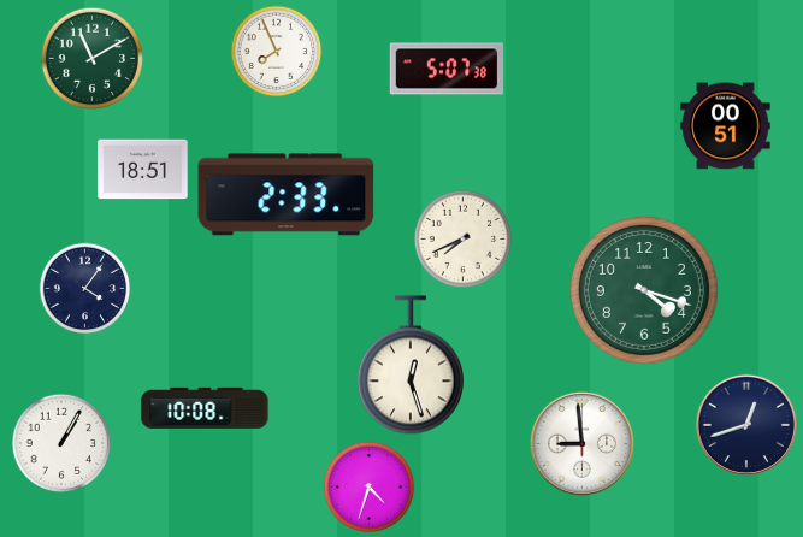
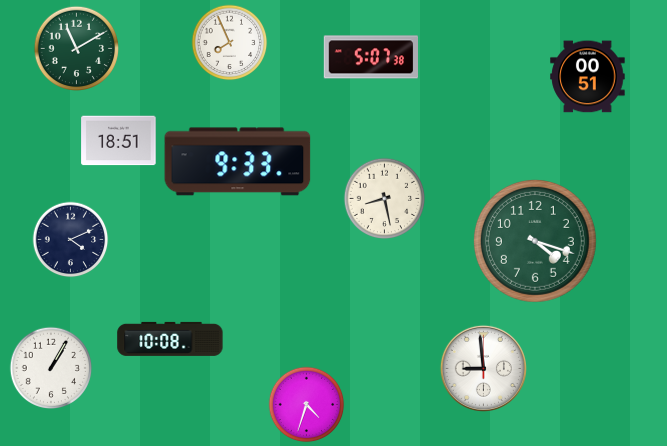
clock at (726, 126) position: (726, 126) -> (588, 77)
clock at (287, 195): 2:33 -> 9:33
clock at (464, 240): 7:41 -> 8:28
clock at (85, 289): 4:06 -> 4:11
clock at (411, 365): 12:27 -> none
clock at (746, 425): 12:42 -> none
